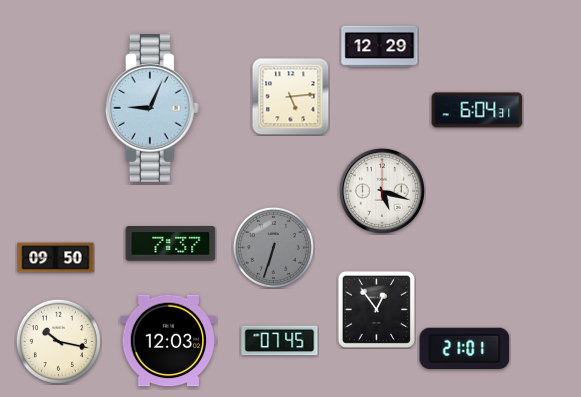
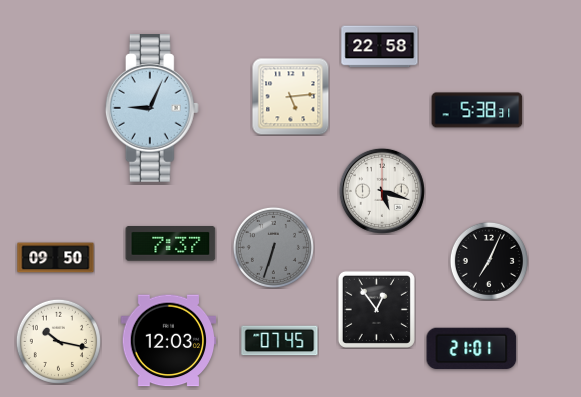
clock at (380, 47): 12:29 -> 22:58
clock at (477, 110): 6:04 -> 5:38
clock at (489, 261): none -> 7:04
clock at (465, 349) position: (465, 349) -> (472, 349)
